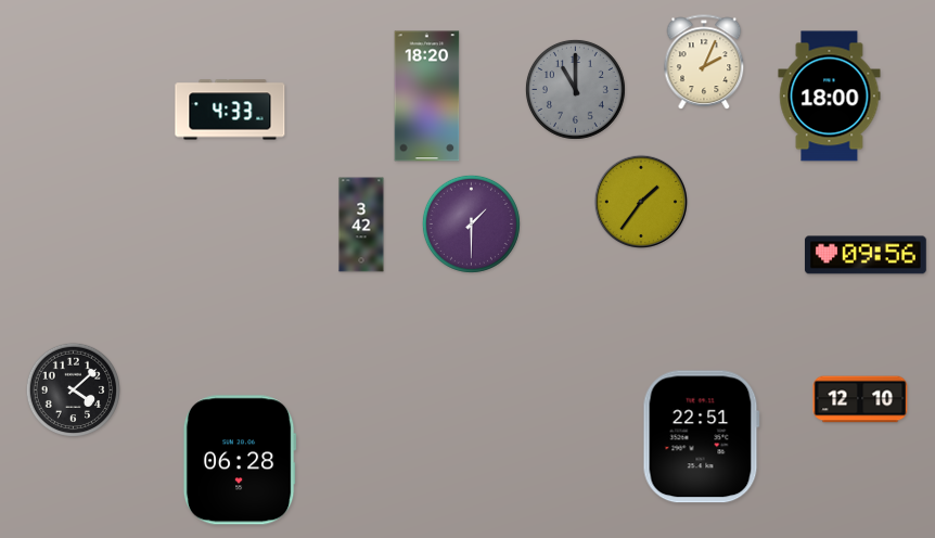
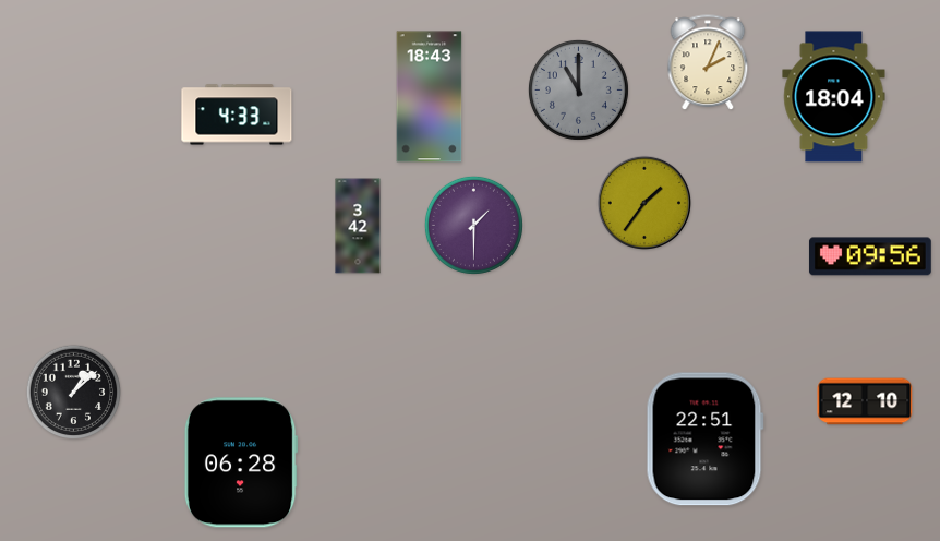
clock at (427, 97): 18:20 -> 18:43
clock at (830, 97): 18:00 -> 18:04
clock at (230, 110) position: (230, 110) -> (237, 115)
clock at (361, 225) position: (361, 225) -> (358, 226)
clock at (74, 390): 4:08 -> 1:08
